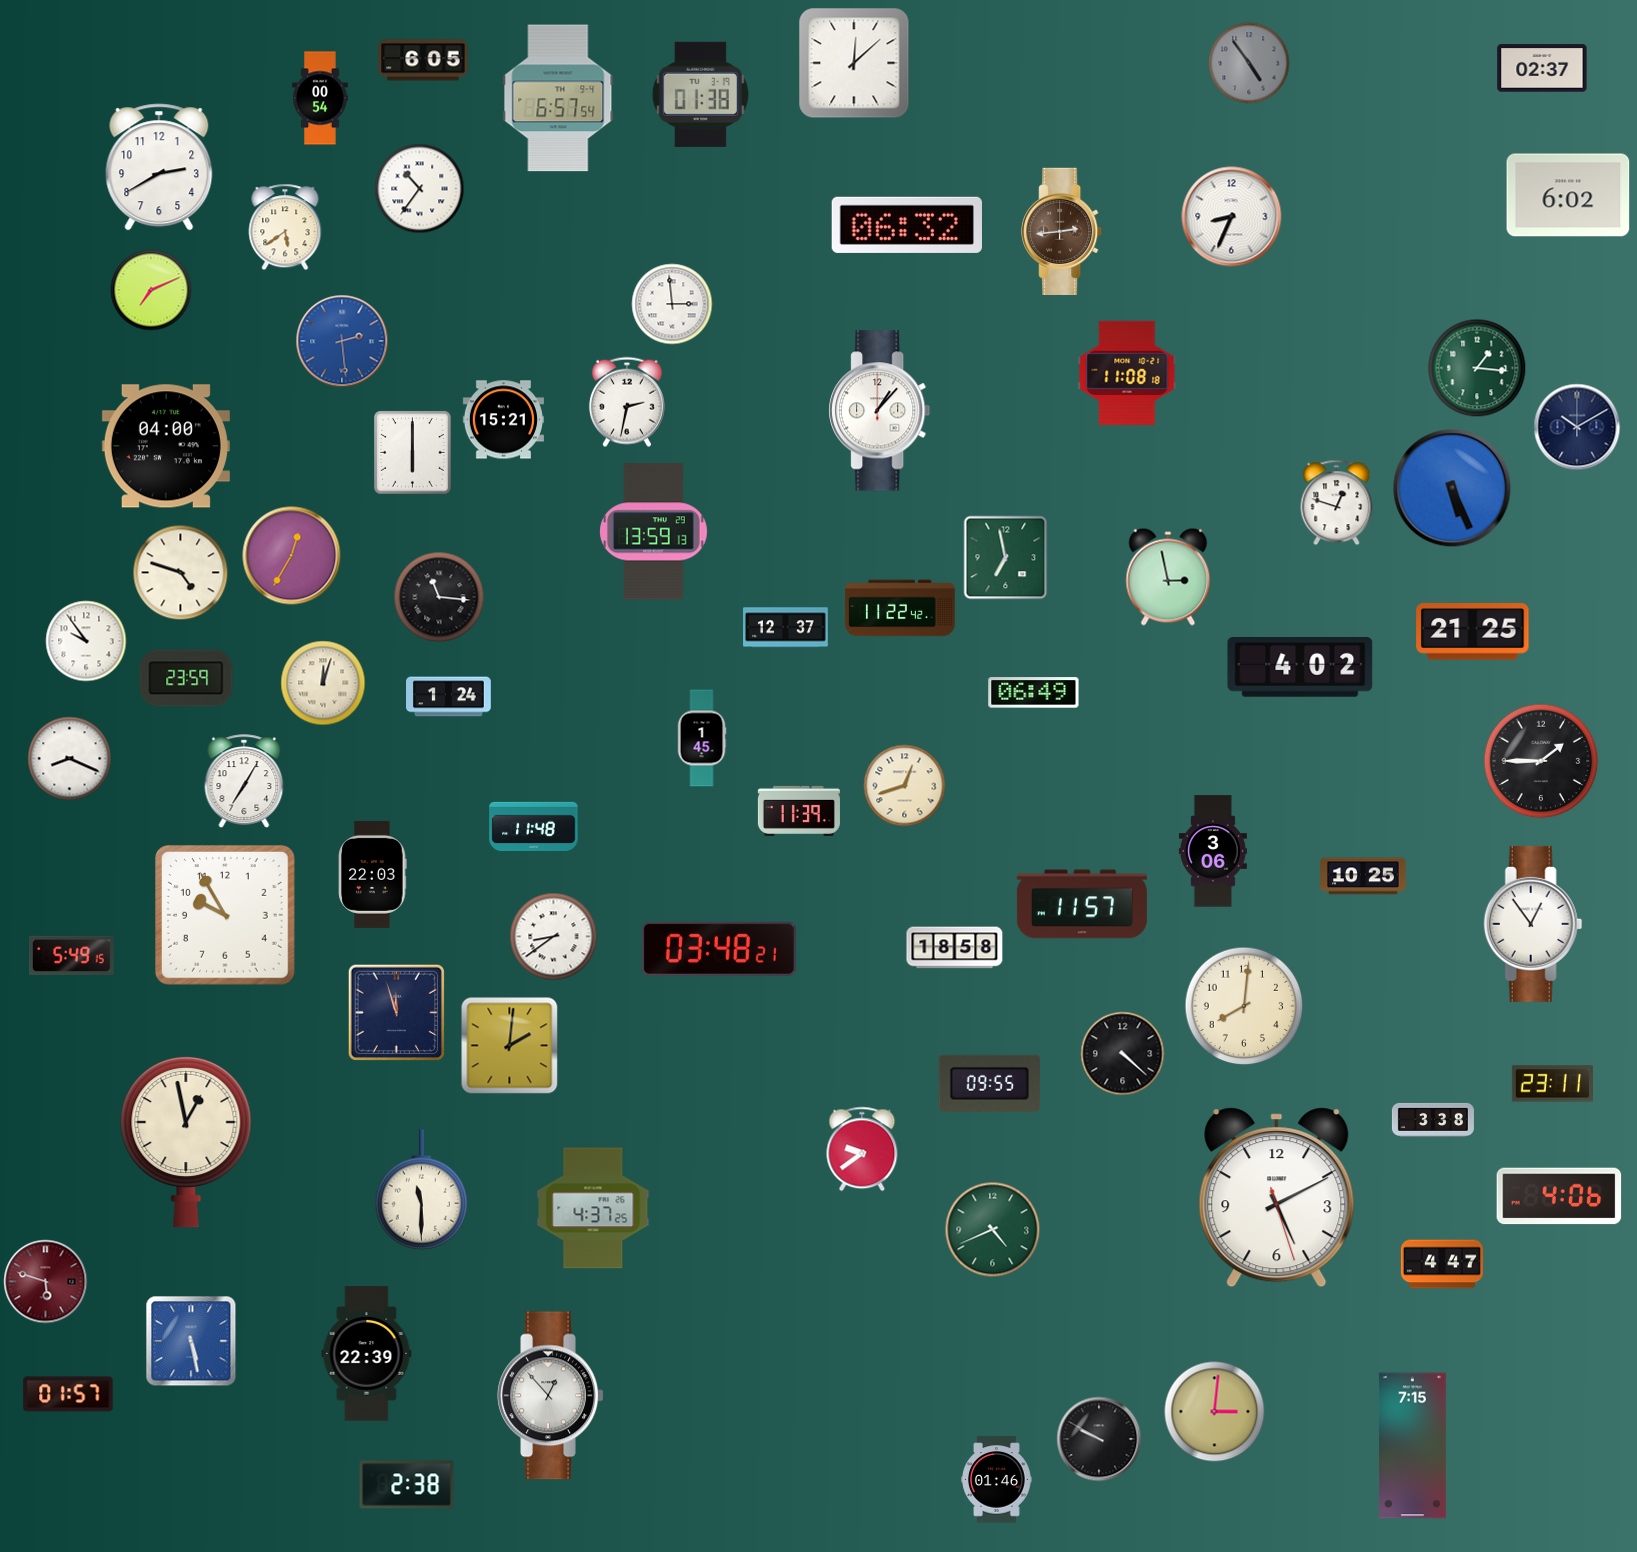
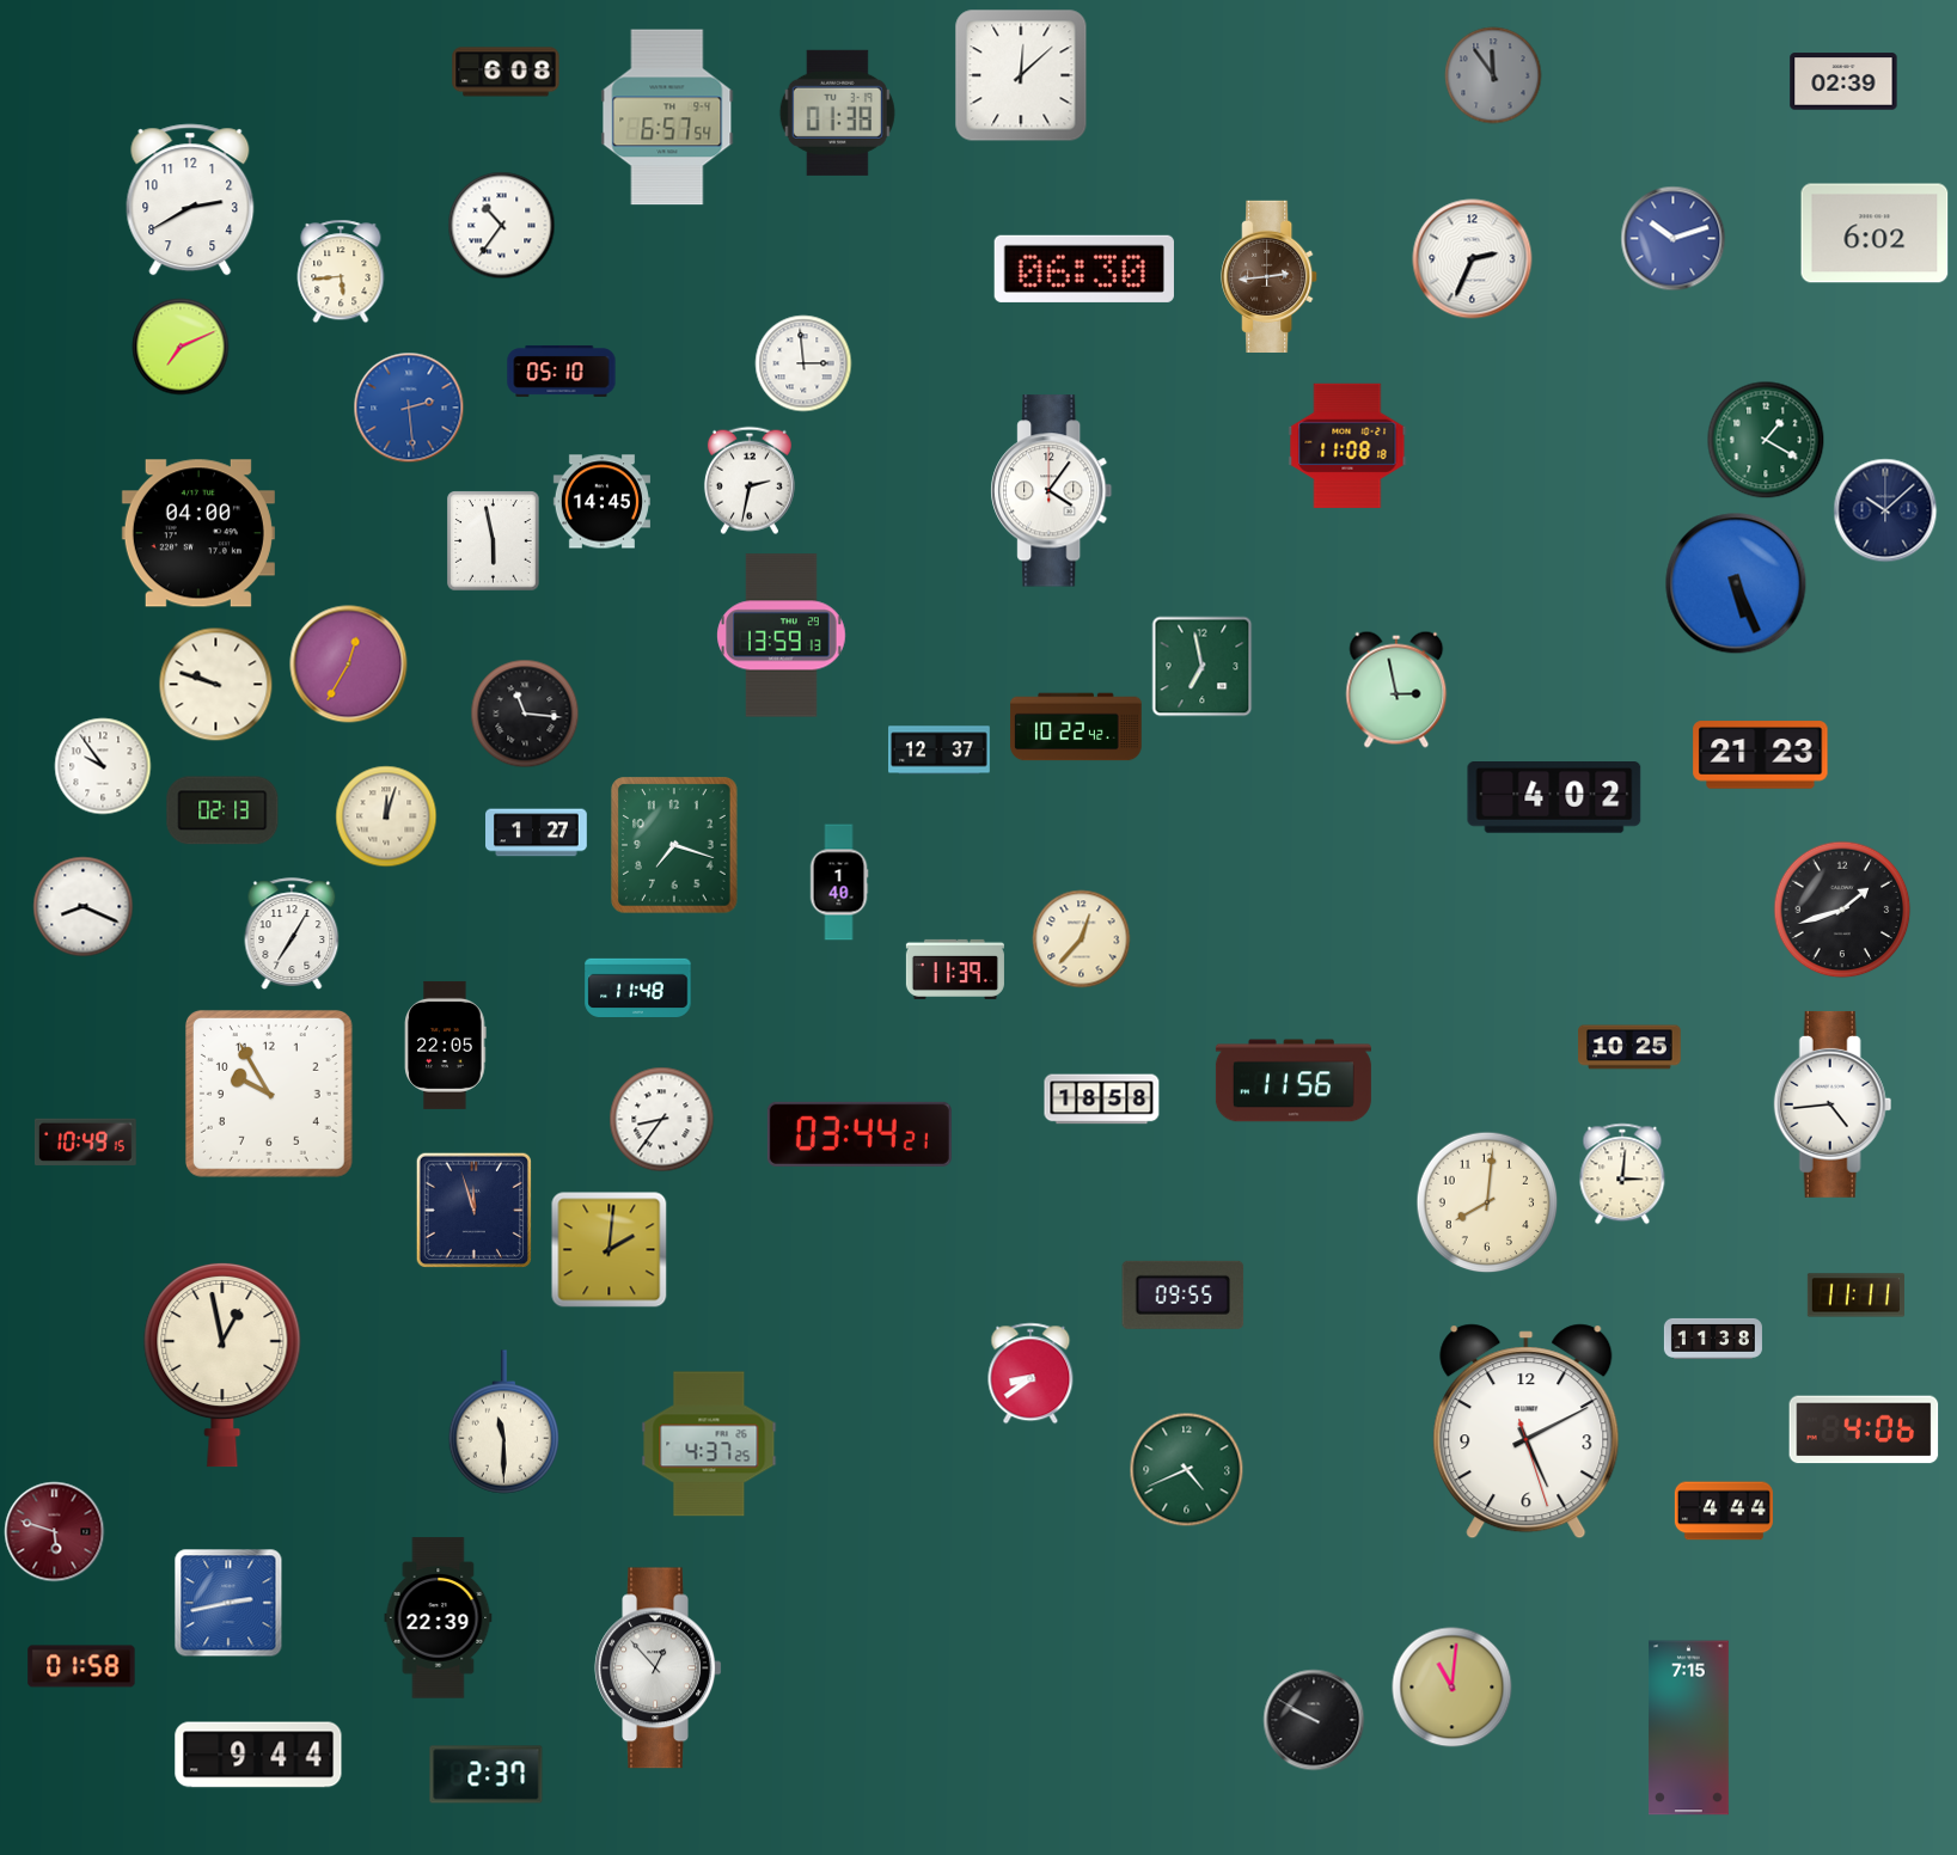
clock at (423, 60): 6:05 -> 6:08
clock at (1249, 63): 4:54 -> 11:54
clock at (1542, 68): 02:37 -> 02:39
clock at (320, 98): 00:54 -> none
clock at (1674, 239): none -> 10:12
clock at (1232, 217): 8:34 -> 2:34
clock at (907, 225): 06:32 -> 06:30
clock at (285, 227): 5:39 -> 5:44
clock at (562, 371): none -> 05:10
clock at (1477, 368): 1:16 -> 1:20
clock at (880, 411): 1:07 -> 4:06
clock at (503, 420): 15:21 -> 14:45
clock at (1577, 427): 10:10 -> 10:08
clock at (413, 453): 6:00 -> 5:58
clock at (1337, 503): 12:48 -> none
clock at (181, 573): 4:48 -> 9:48
clock at (900, 608): 11:22 -> 10:22
clock at (1473, 632): 21:25 -> 21:23
clock at (186, 678): 23:59 -> 02:13
clock at (1034, 693): 06:49 -> none
clock at (449, 697): 1:24 -> 1:27
clock at (674, 845): none -> 7:18
clock at (702, 738): 1:45 -> 1:40
clock at (1541, 761): 1:45 -> 1:42
clock at (905, 786): 12:42 -> 12:37
clock at (1213, 851): 3:06 -> none
clock at (373, 874): 22:03 -> 22:05
clock at (1082, 904): 11:57 -> 11:56
clock at (1533, 924): 12:54 -> 4:44
clock at (554, 937): 8:39 -> 8:36
clock at (955, 948) position: (955, 948) -> (1102, 1100)
clock at (719, 949): 03:48 -> 03:44
clock at (71, 955): 5:49 -> 10:49
clock at (1622, 1174): none -> 3:01
clock at (1123, 1054): 4:22 -> none
clock at (1552, 1084): 23:11 -> 11:11
clock at (1433, 1120): 3:38 -> 11:38
clock at (862, 1149): 9:39 -> 8:39
clock at (1442, 1264): 4:47 -> 4:44
clock at (191, 1341): 5:28 -> 2:43
clock at (68, 1394): 01:57 -> 01:58
clock at (1215, 1412): 3:01 -> 11:01
clock at (258, 1755): none -> 9:44
clock at (997, 1480): 01:46 -> none
clock at (407, 1485): 2:38 -> 2:37
